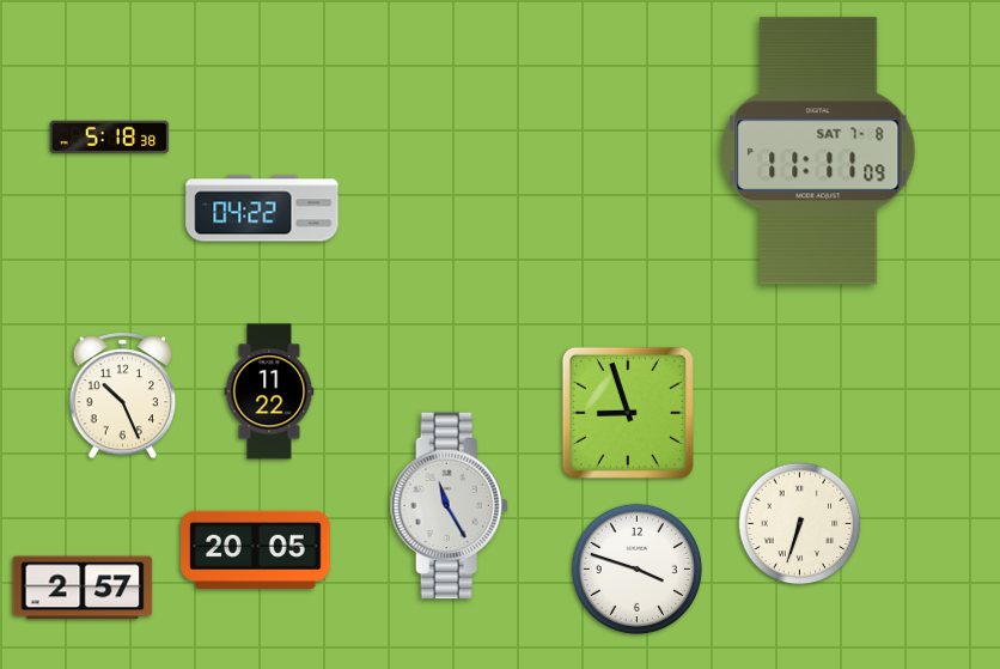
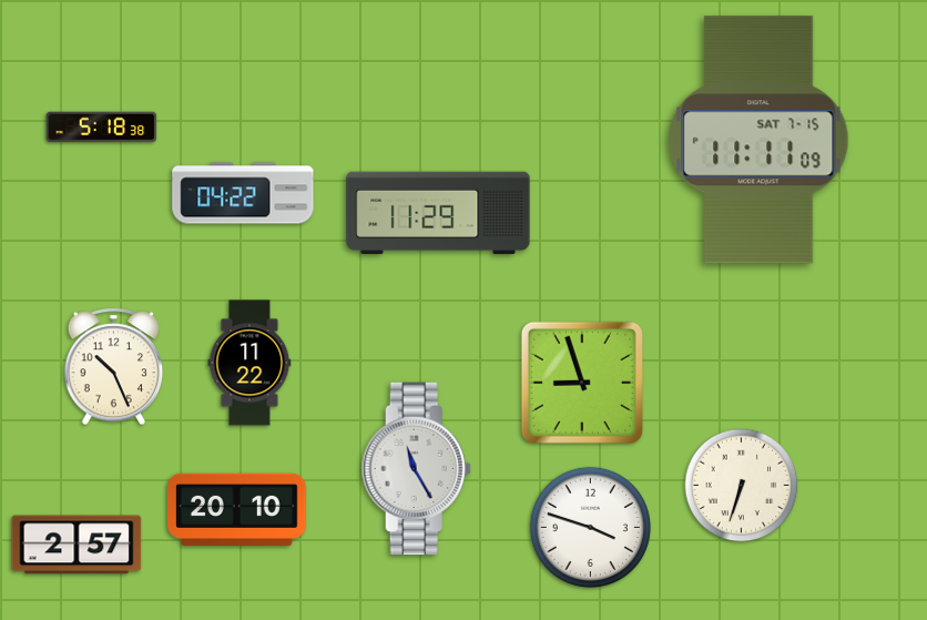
clock at (818, 151) date: SAT 7-8 -> SAT 7-15
clock at (438, 213): none -> 11:29
clock at (256, 549): 20:05 -> 20:10
